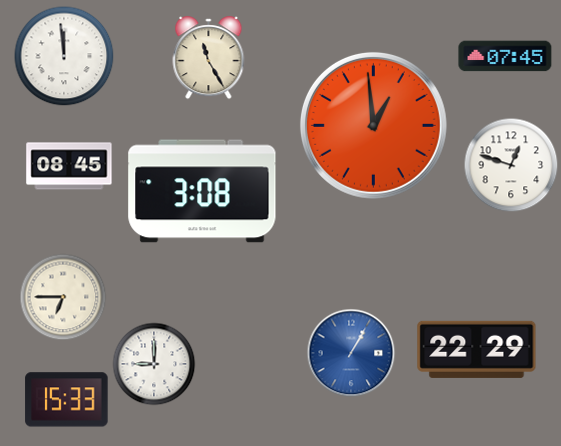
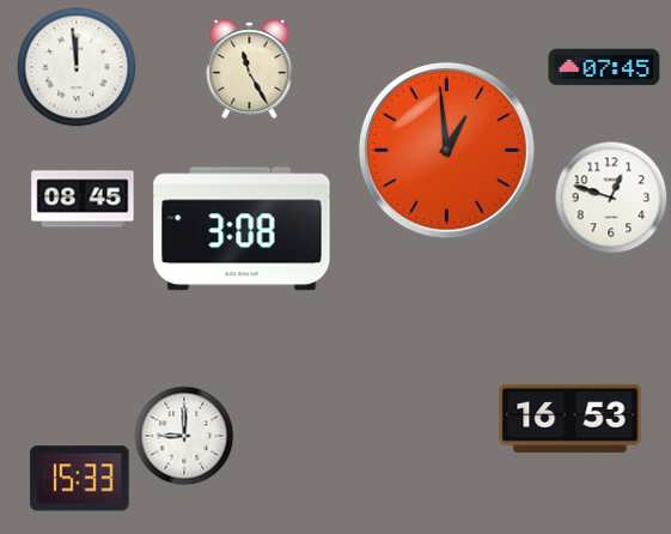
clock at (63, 297): 6:45 -> none
clock at (477, 349): 22:29 -> 16:53
clock at (351, 353): 1:05 -> none
